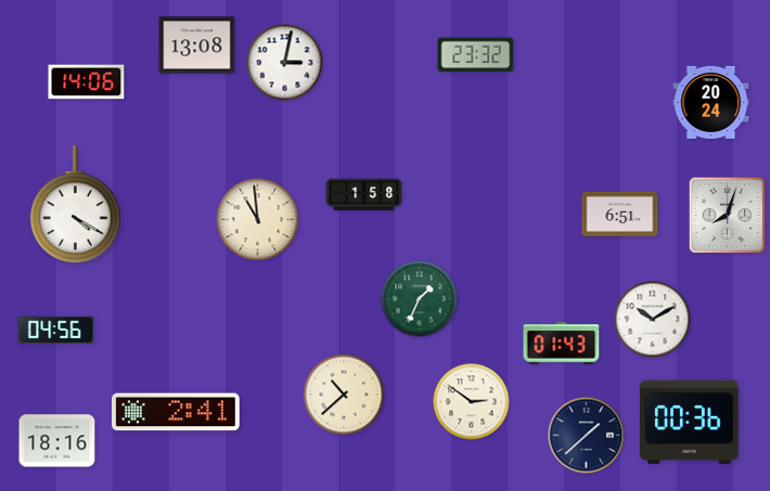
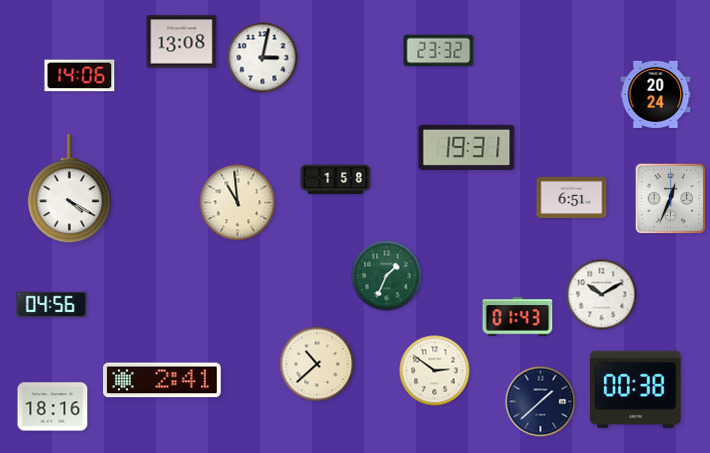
clock at (467, 147): none -> 19:31
clock at (728, 216): 8:03 -> 12:34
clock at (690, 422): 00:36 -> 00:38
